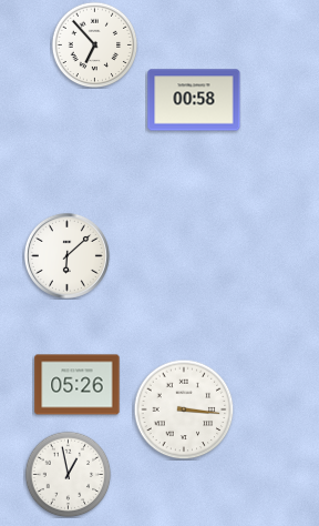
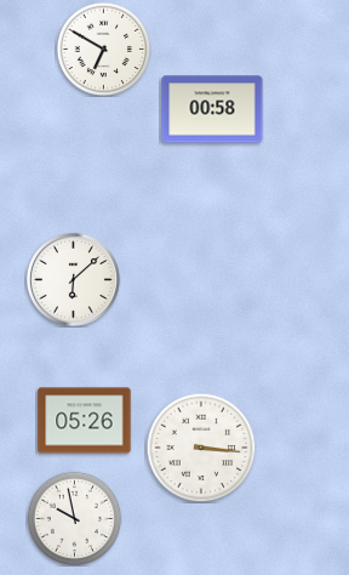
clock at (94, 44): 6:53 -> 6:50
clock at (68, 474): 12:58 -> 9:58
